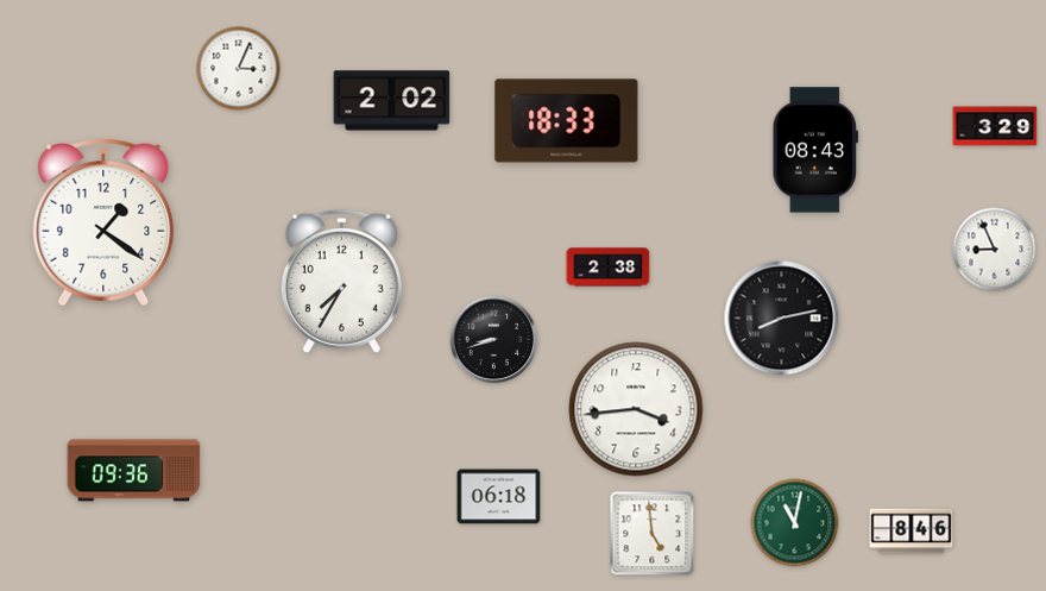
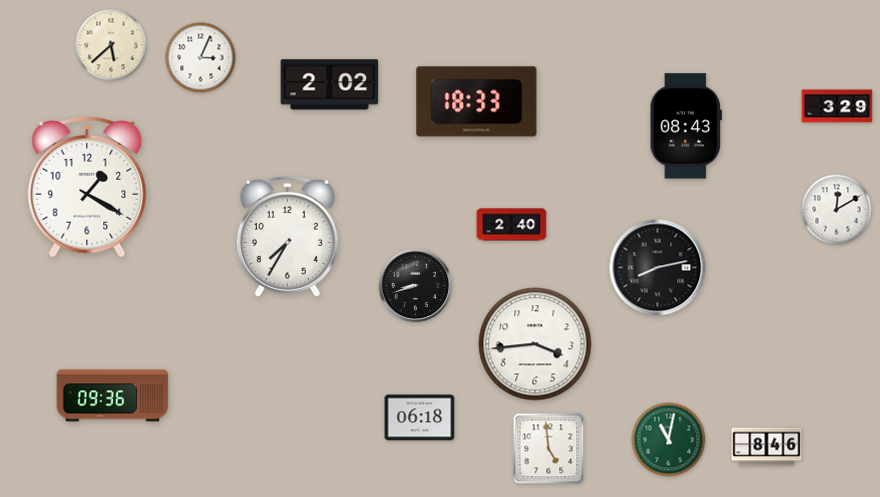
clock at (111, 45): none -> 5:38
clock at (103, 224): 1:21 -> 1:20
clock at (995, 250): 8:56 -> 12:10
clock at (609, 268): 2:38 -> 2:40
